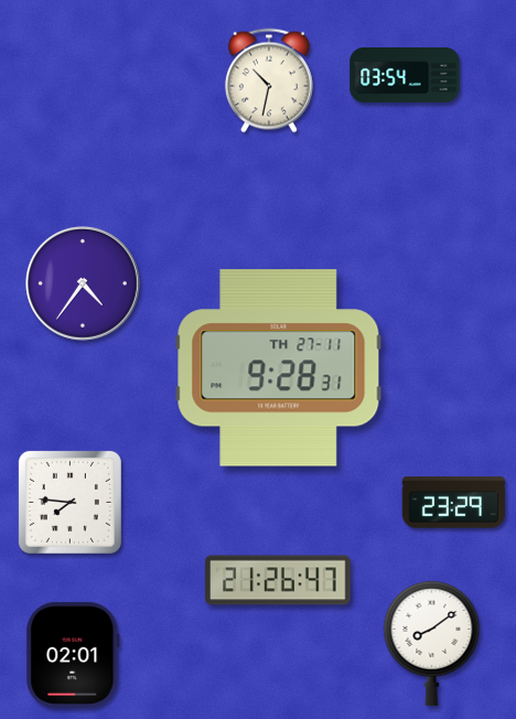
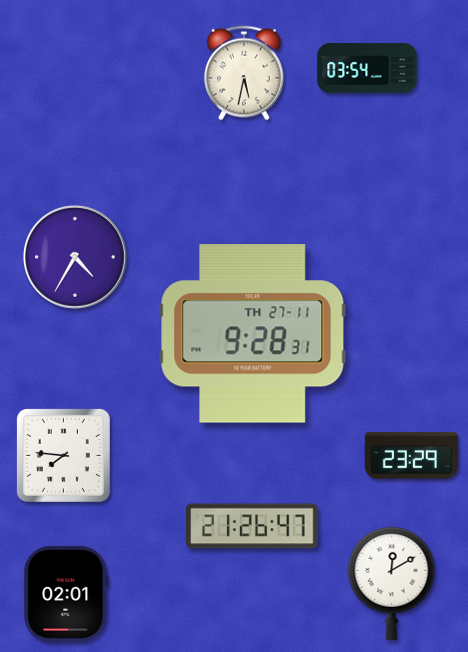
clock at (269, 81): 10:32 -> 5:32
clock at (84, 285): 4:36 -> 4:35
clock at (432, 643): 8:09 -> 12:10
